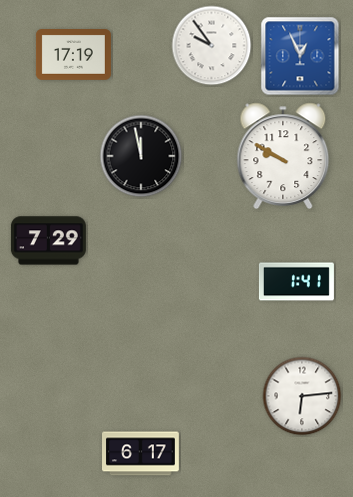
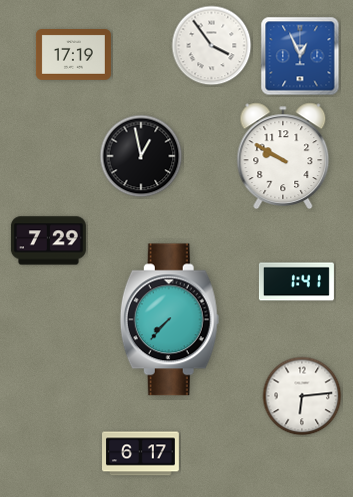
clock at (212, 46): 9:54 -> 3:54
clock at (141, 156): 11:58 -> 12:58
clock at (169, 320): none -> 7:37
